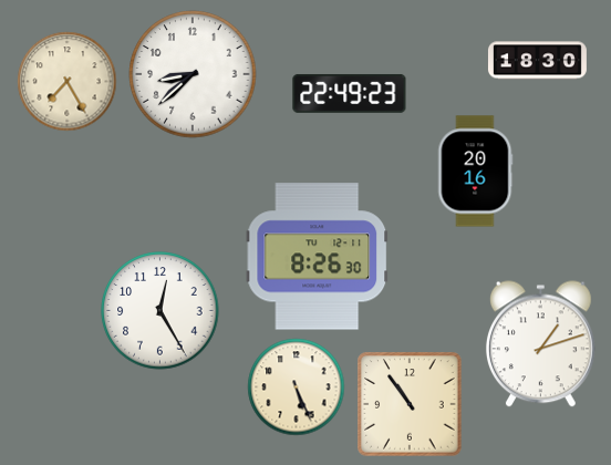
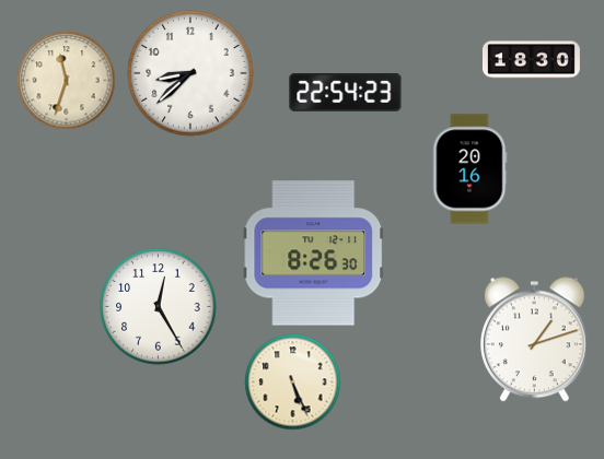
clock at (68, 82): 7:25 -> 11:33
clock at (350, 93): 22:49 -> 22:54
clock at (410, 404): 10:54 -> none
